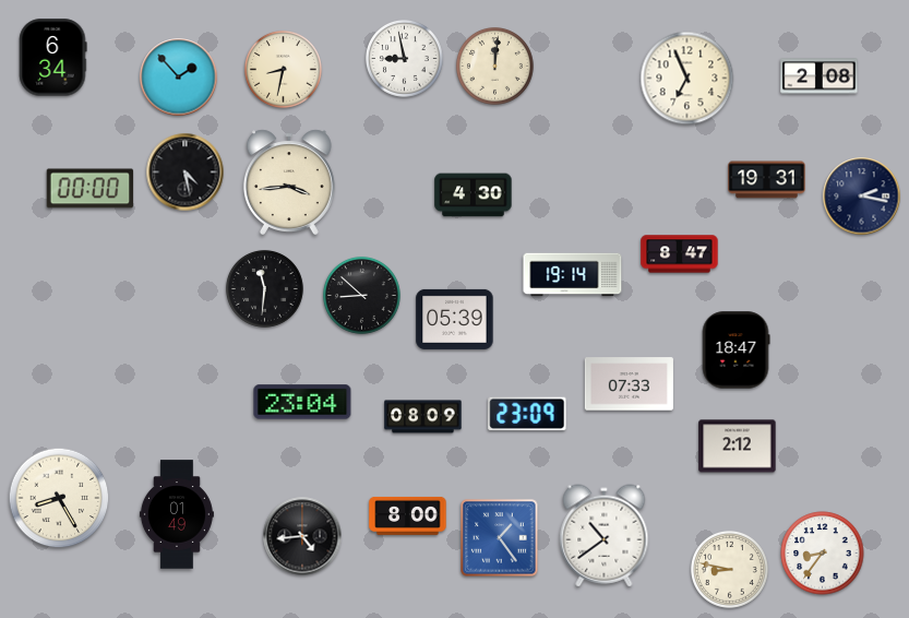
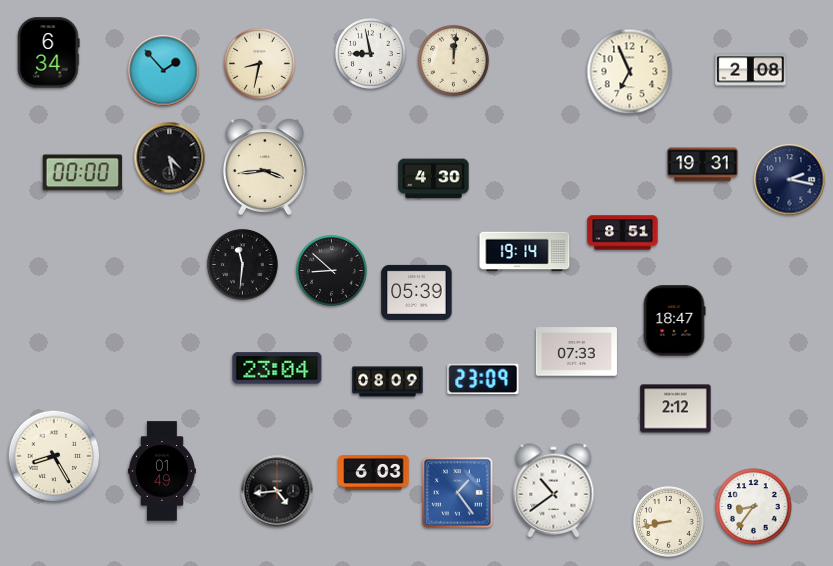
clock at (680, 254): 8:47 -> 8:51
clock at (408, 516): 8:00 -> 6:03
clock at (729, 569): 8:47 -> 8:43
